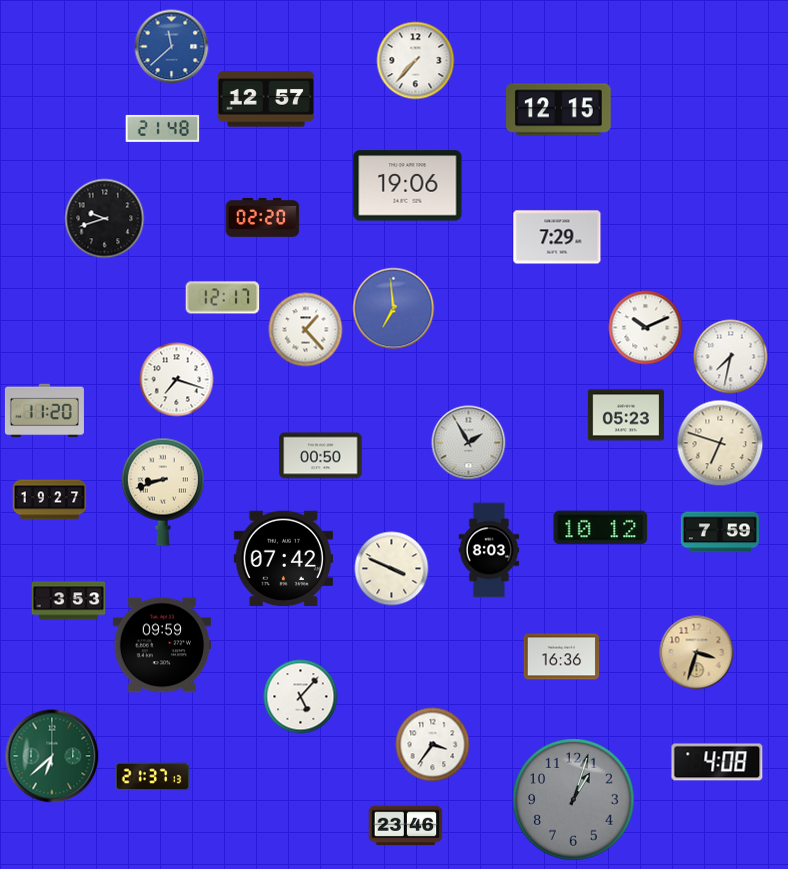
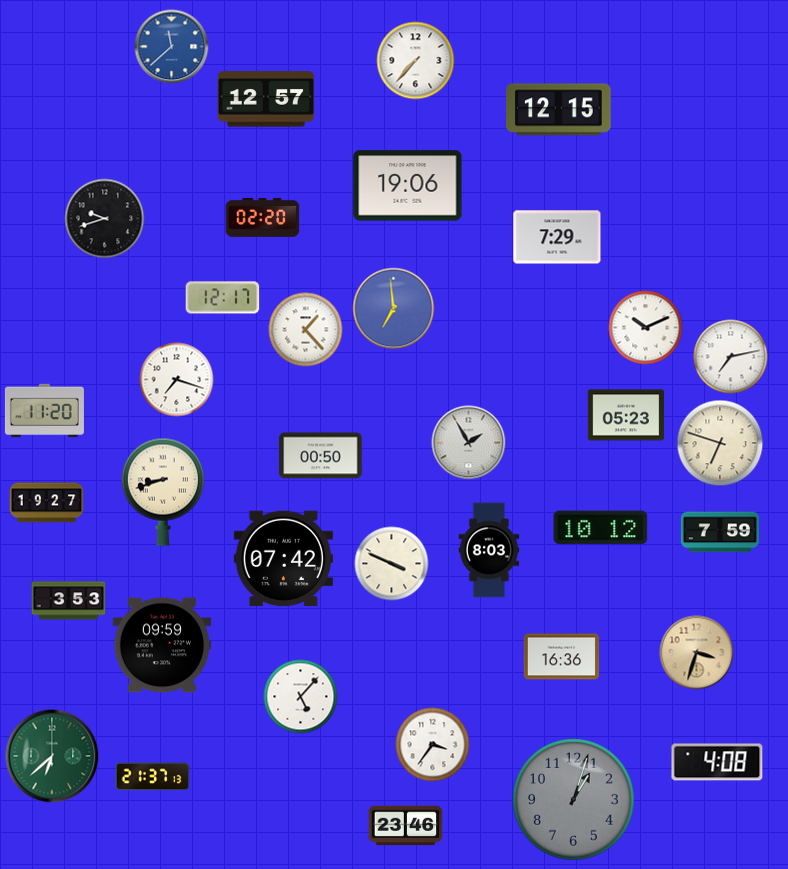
clock at (163, 128): 21:48 -> none
clock at (731, 357): 7:32 -> 7:13
clock at (50, 500) position: (50, 500) -> (47, 503)
clock at (392, 569) position: (392, 569) -> (392, 564)
